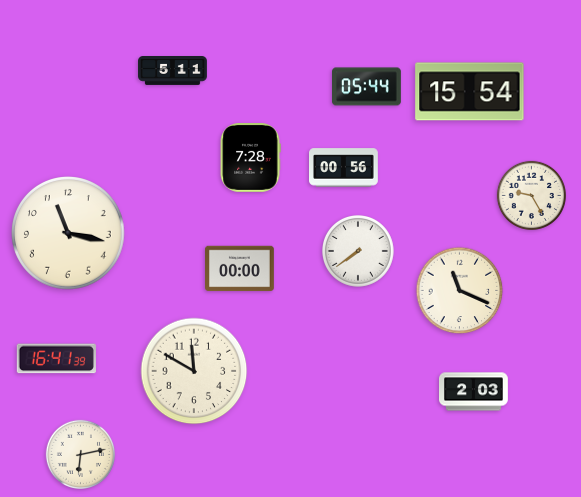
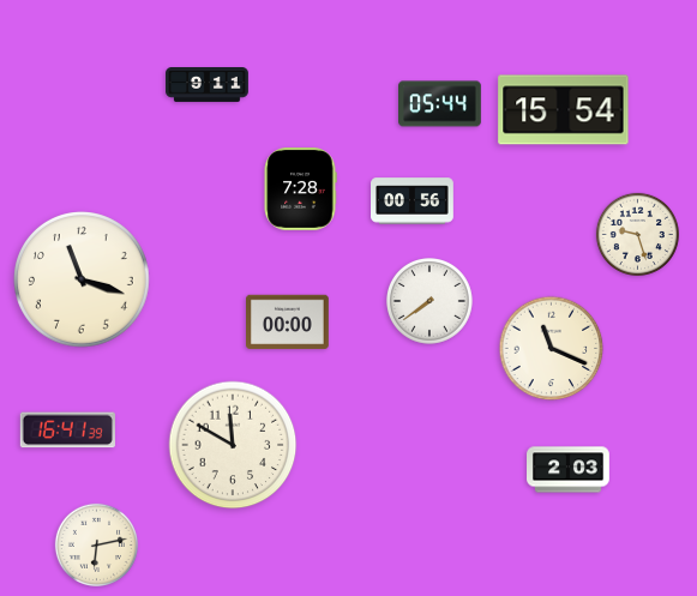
clock at (173, 71): 5:11 -> 9:11
clock at (531, 195): 9:25 -> 9:27
clock at (69, 234): 11:17 -> 11:18
